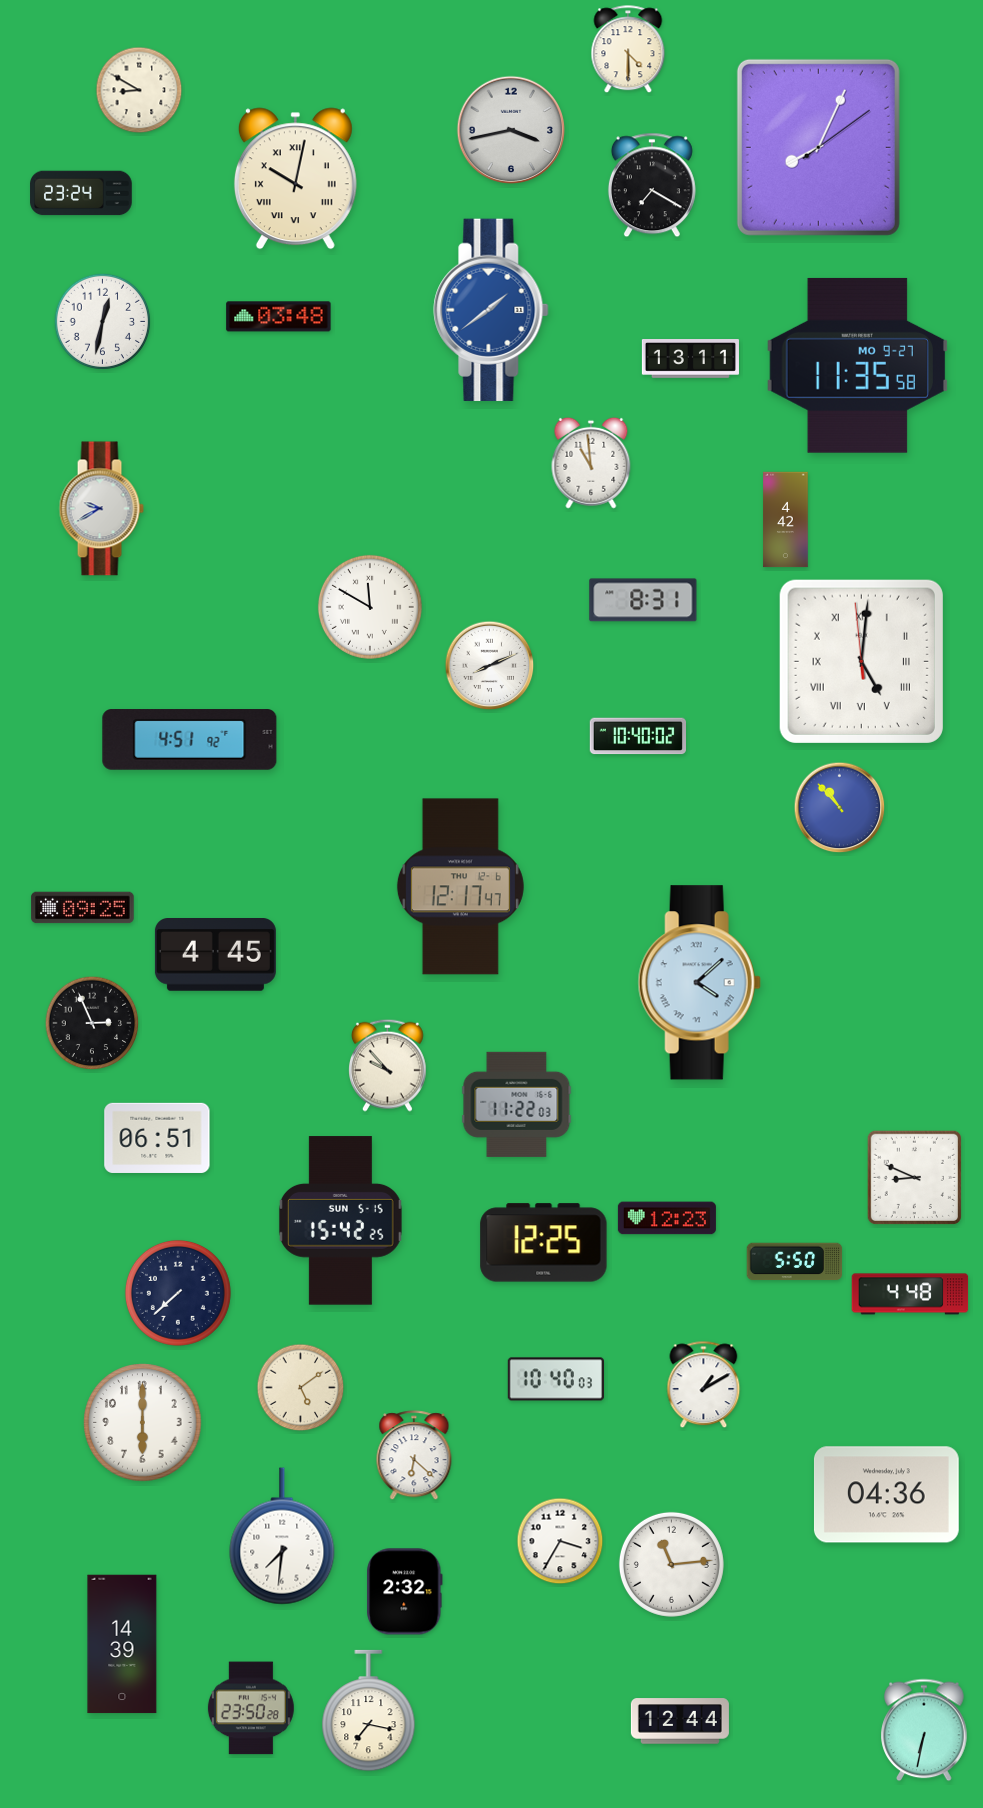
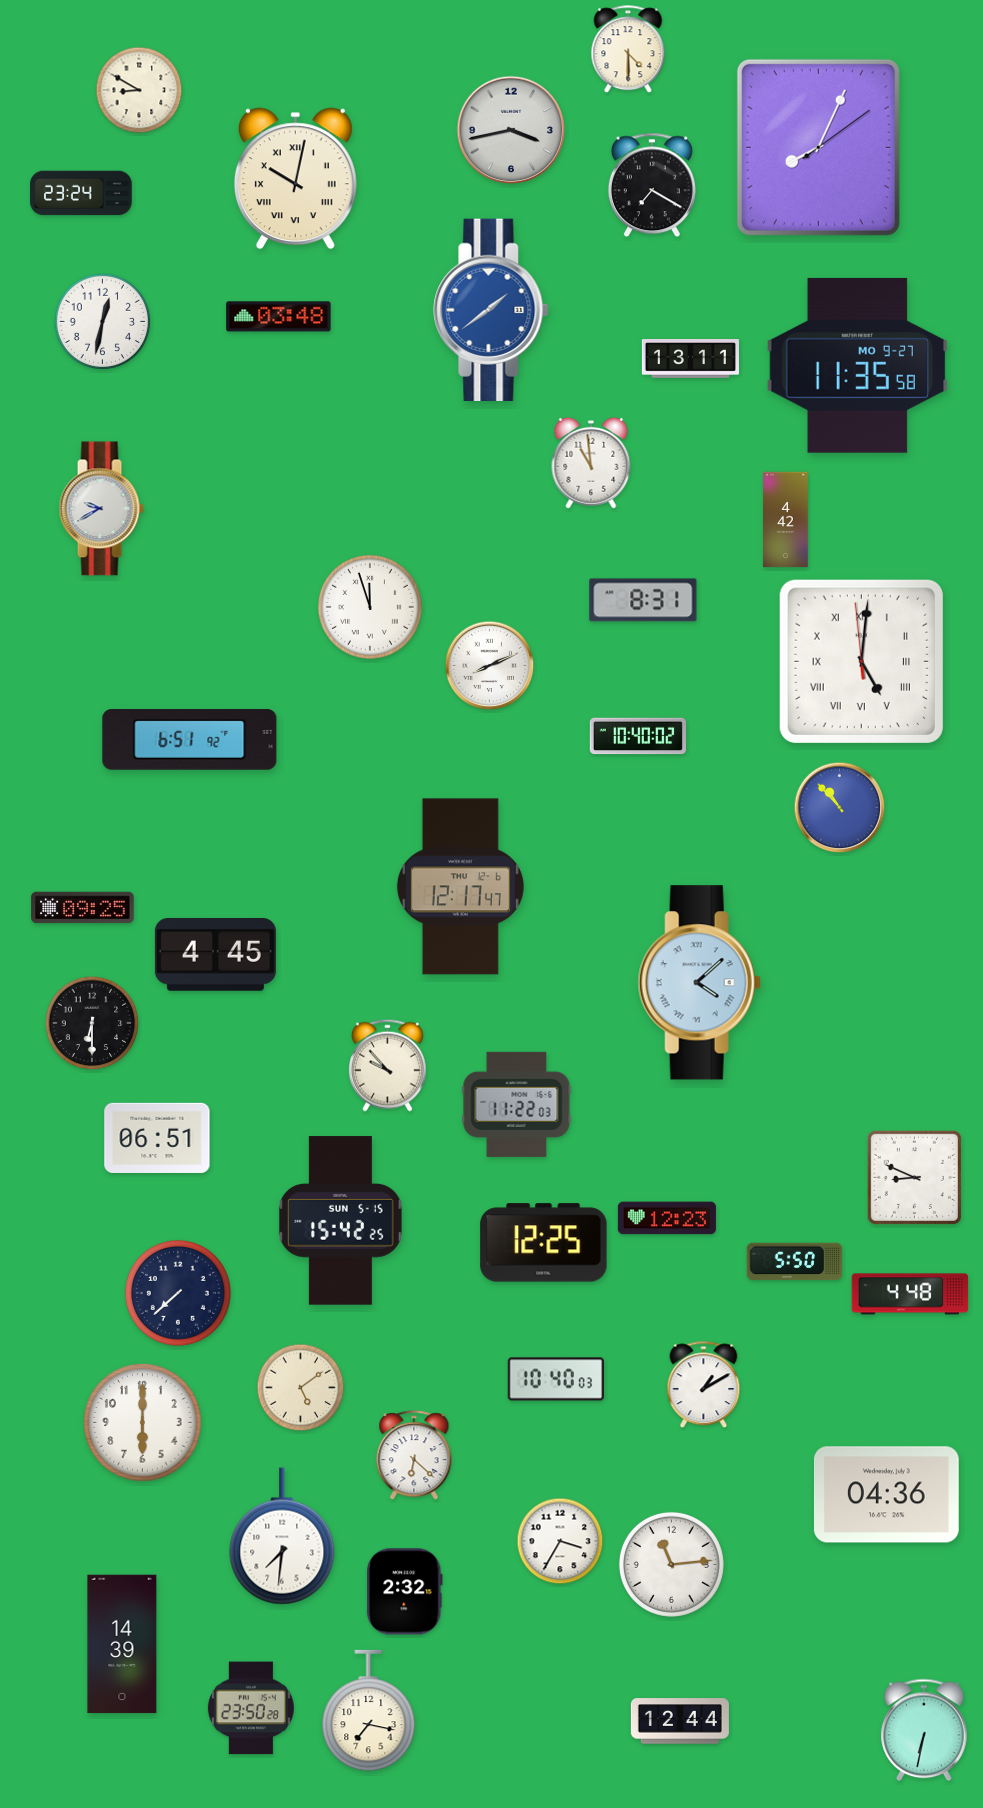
clock at (370, 607): 11:50 -> 11:57
clock at (190, 740): 4:51 -> 6:51
clock at (92, 1023): 2:56 -> 6:30
